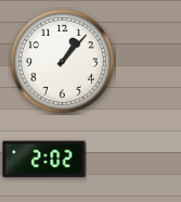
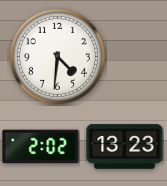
clock at (62, 61): 1:07 -> 4:31
clock at (125, 147): none -> 13:23
